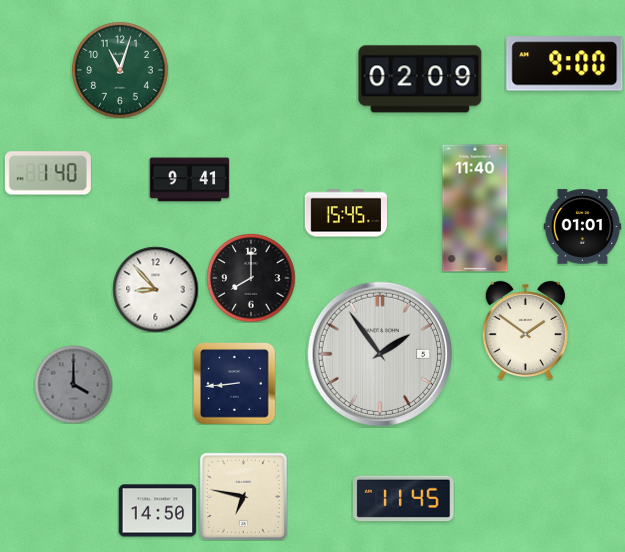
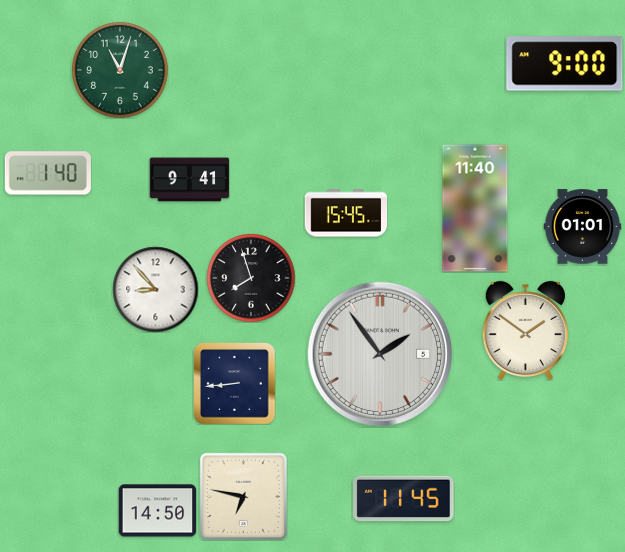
clock at (420, 79): 02:09 -> none
clock at (251, 278): 8:00 -> 7:57
clock at (73, 384): 4:00 -> none
